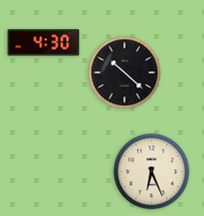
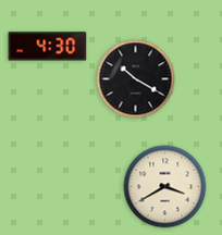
clock at (125, 73): 10:22 -> 10:20
clock at (152, 172): 6:26 -> 3:40
